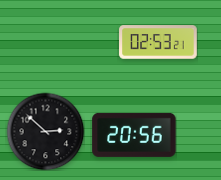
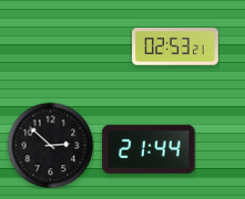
clock at (134, 135): 20:56 -> 21:44
